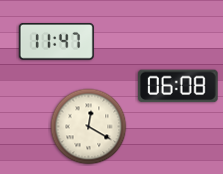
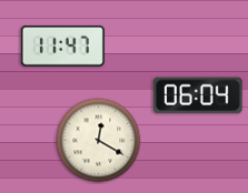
clock at (179, 86): 06:08 -> 06:04
